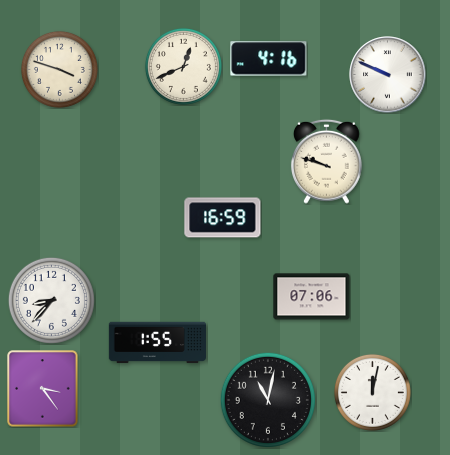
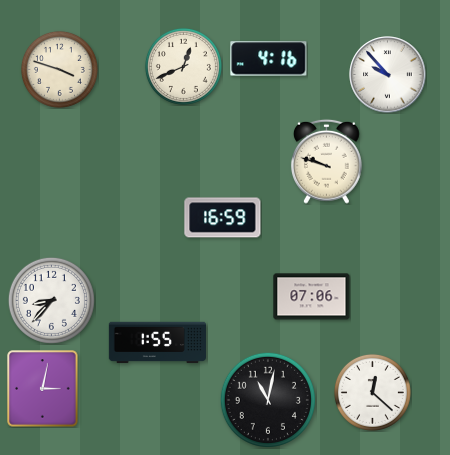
clock at (388, 75): 9:49 -> 9:53
clock at (43, 389): 3:24 -> 3:02
clock at (372, 392): 12:02 -> 12:22
